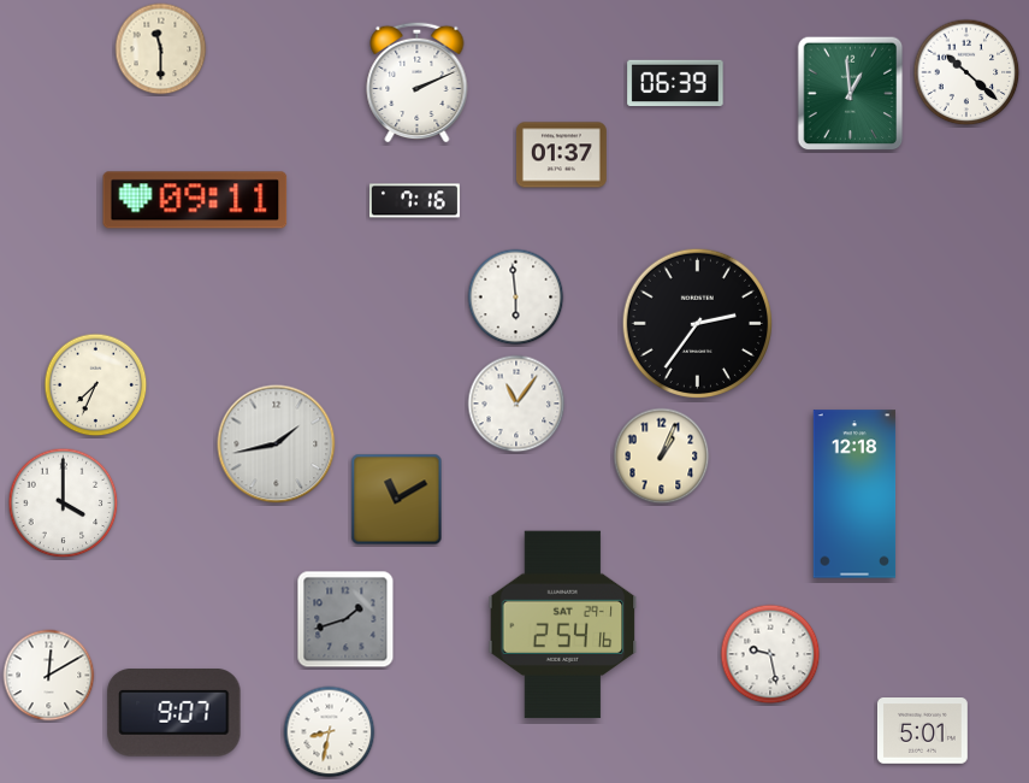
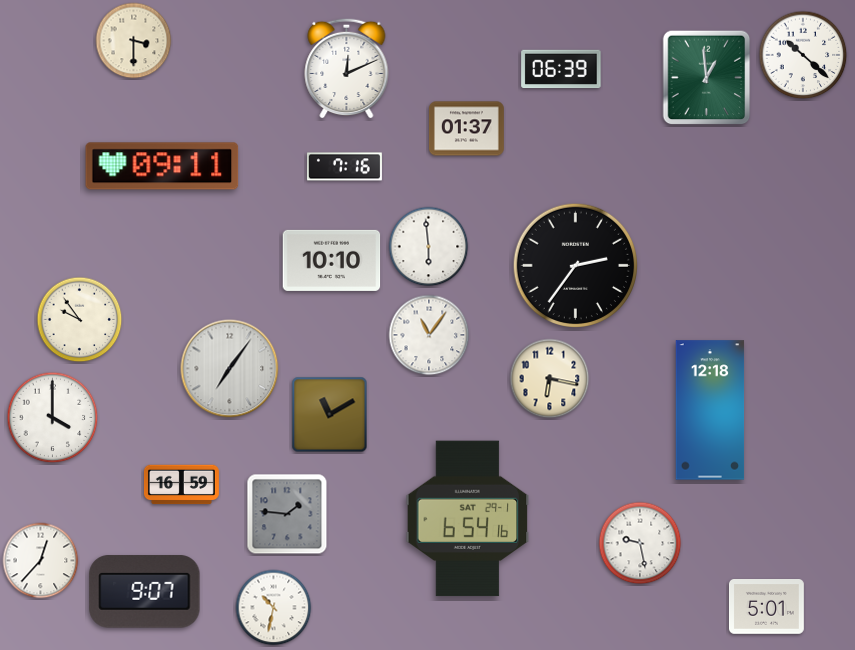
clock at (161, 49): 11:30 -> 3:30
clock at (966, 72) position: (966, 72) -> (803, 55)
clock at (418, 82): 2:11 -> 12:11
clock at (332, 260): none -> 10:10
clock at (697, 323) position: (697, 323) -> (575, 265)
clock at (96, 385): 7:34 -> 9:54
clock at (277, 445): 1:43 -> 7:06
clock at (662, 457): 1:04 -> 6:17
clock at (181, 485): none -> 16:59
clock at (345, 619): 1:42 -> 1:46
clock at (563, 625): 2:54 -> 6:54
clock at (49, 676): 12:10 -> 12:37
clock at (330, 732): 8:32 -> 10:32
